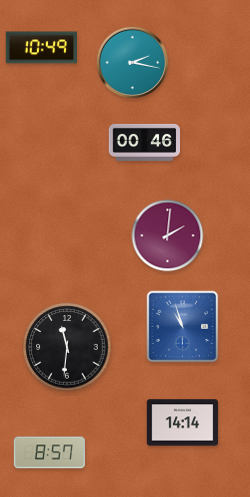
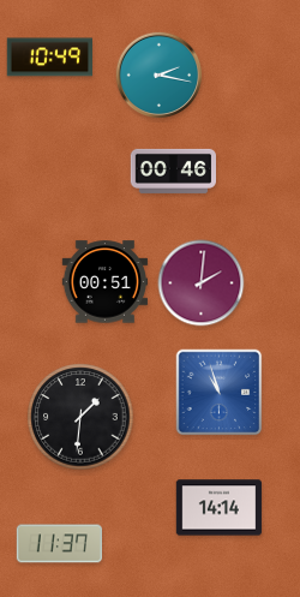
clock at (106, 282): none -> 00:51
clock at (67, 347): 11:31 -> 1:31
clock at (50, 453): 8:57 -> 11:37
